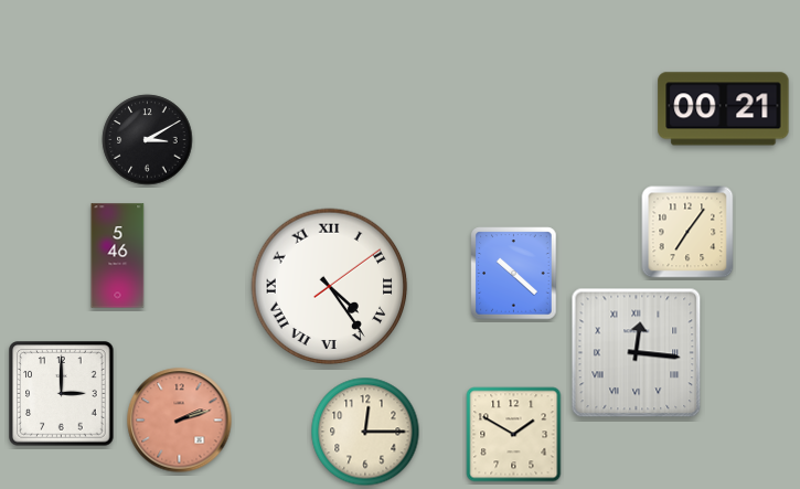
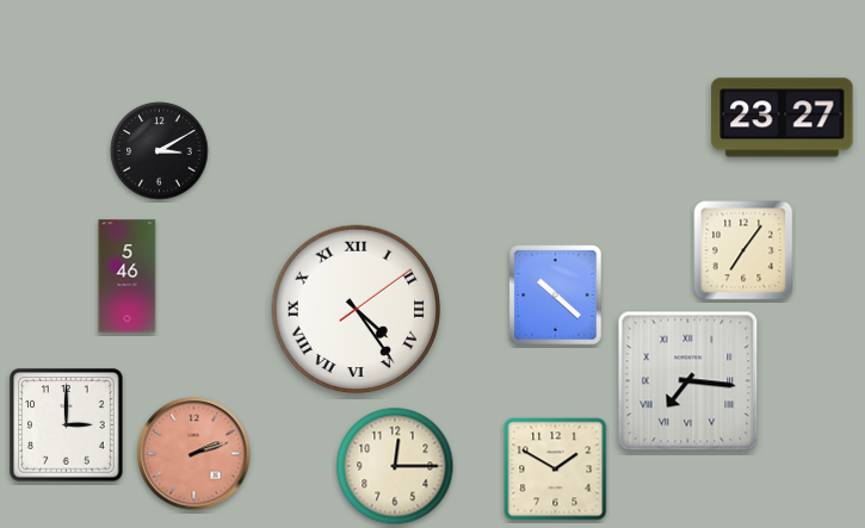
clock at (724, 109): 00:21 -> 23:27
clock at (637, 353): 12:16 -> 7:16
